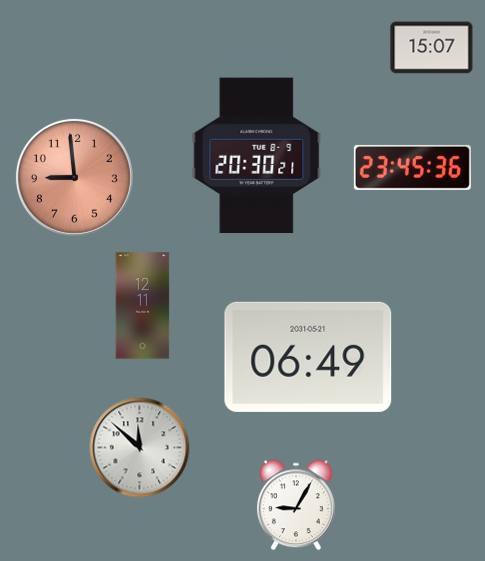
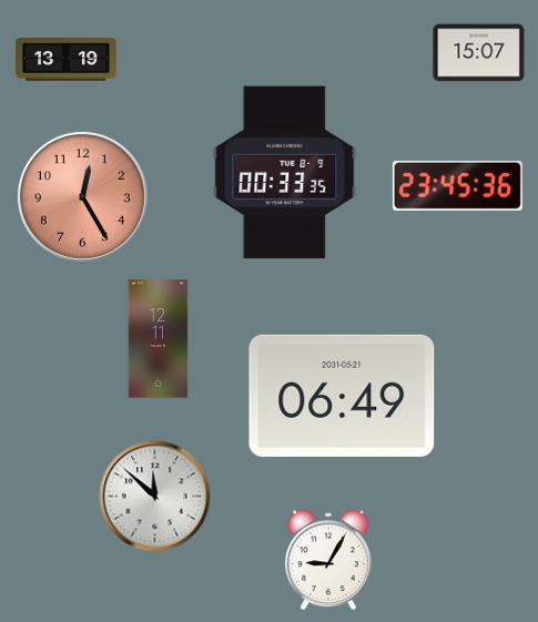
clock at (67, 60): none -> 13:19
clock at (257, 156): 20:30 -> 00:33
clock at (74, 177): 8:59 -> 12:25
